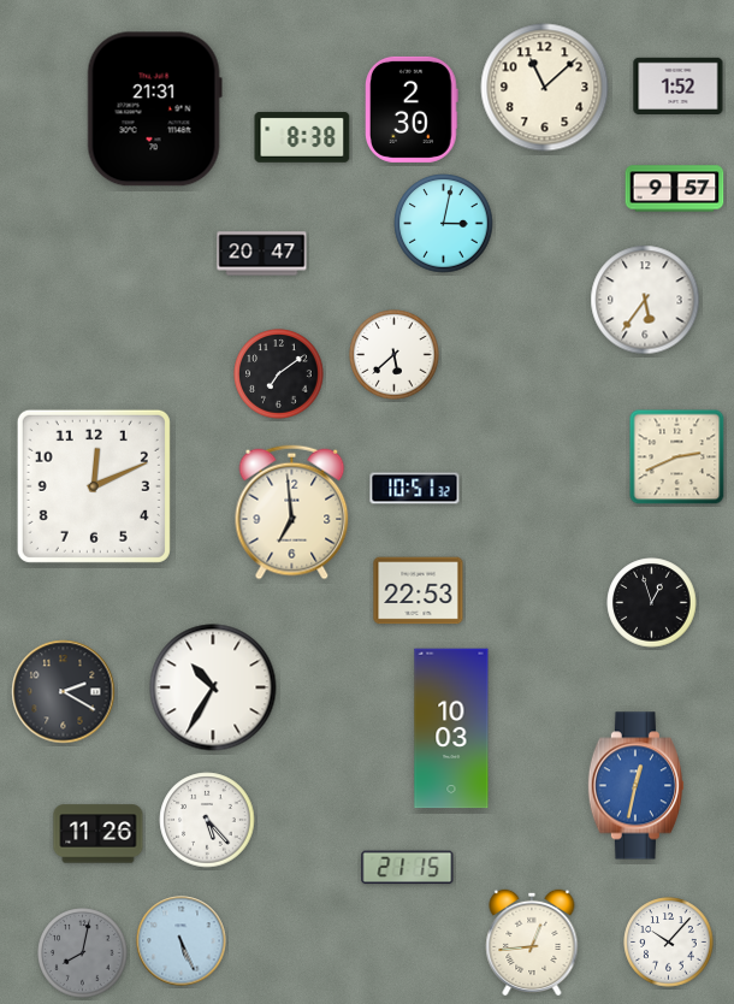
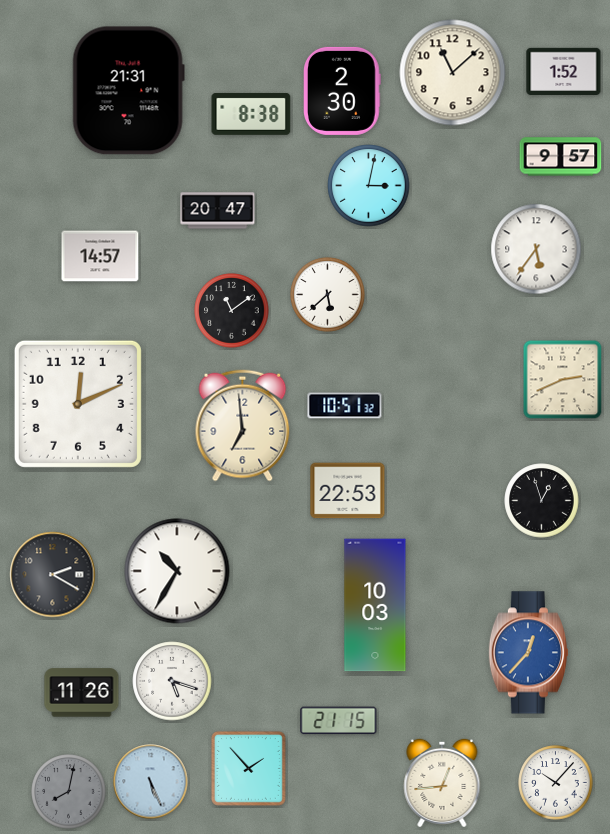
clock at (100, 256): none -> 14:57
clock at (279, 374): 7:09 -> 11:09
clock at (635, 786): 12:32 -> 12:37
clock at (207, 820): 5:23 -> 5:18
clock at (248, 768): none -> 1:53
